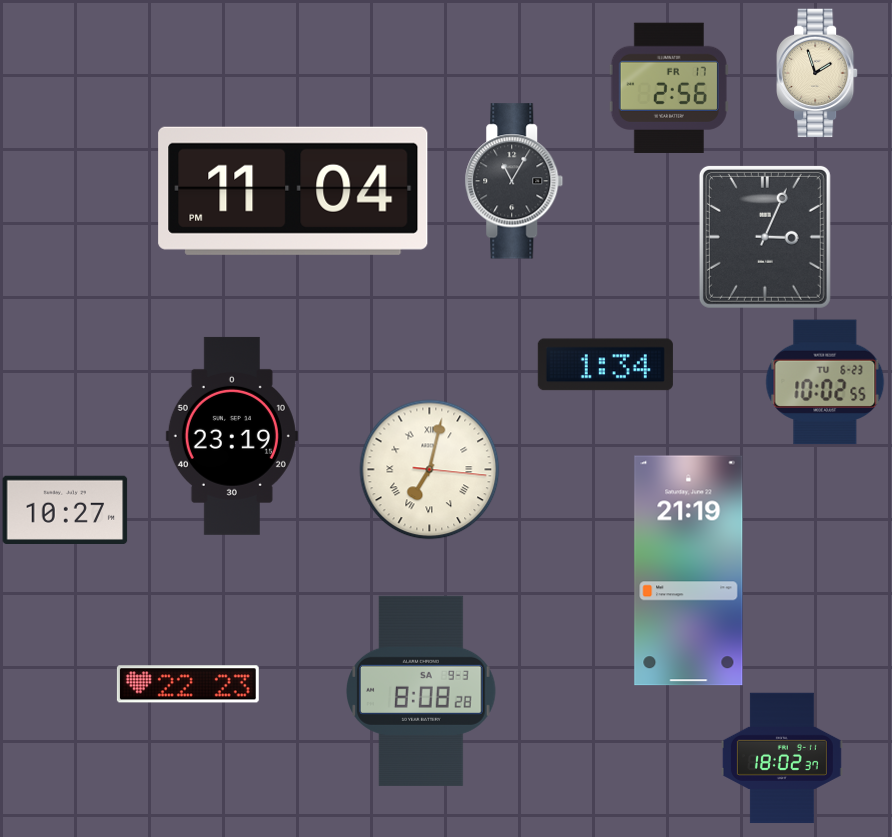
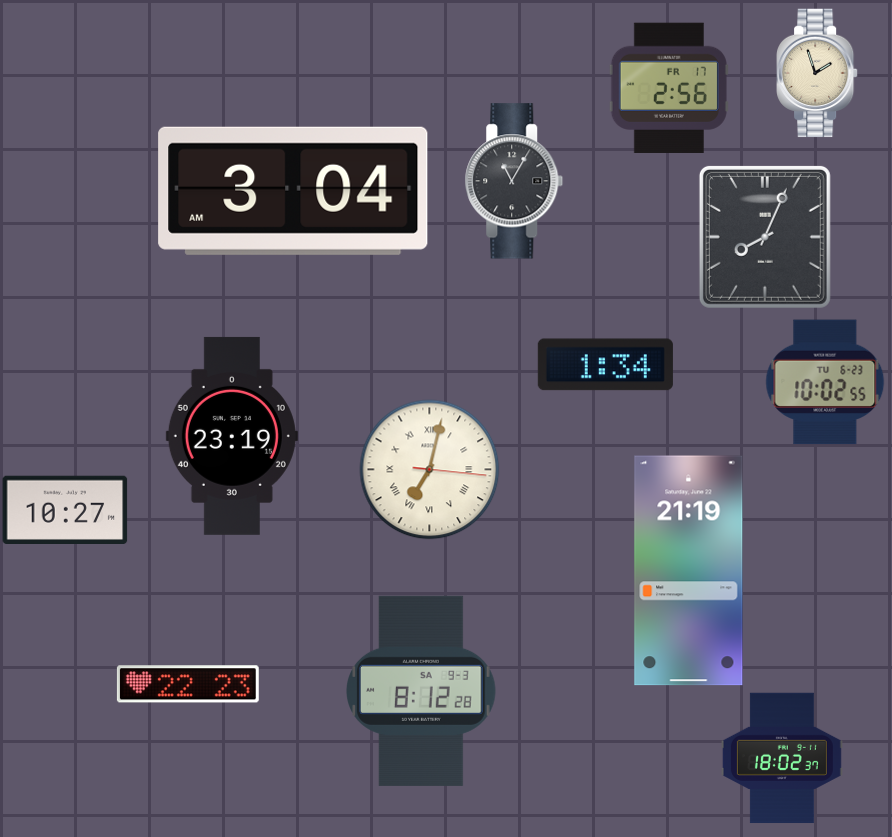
clock at (293, 191): 11:04 -> 3:04
clock at (765, 237): 3:04 -> 8:04
clock at (422, 691): 8:08 -> 8:12
